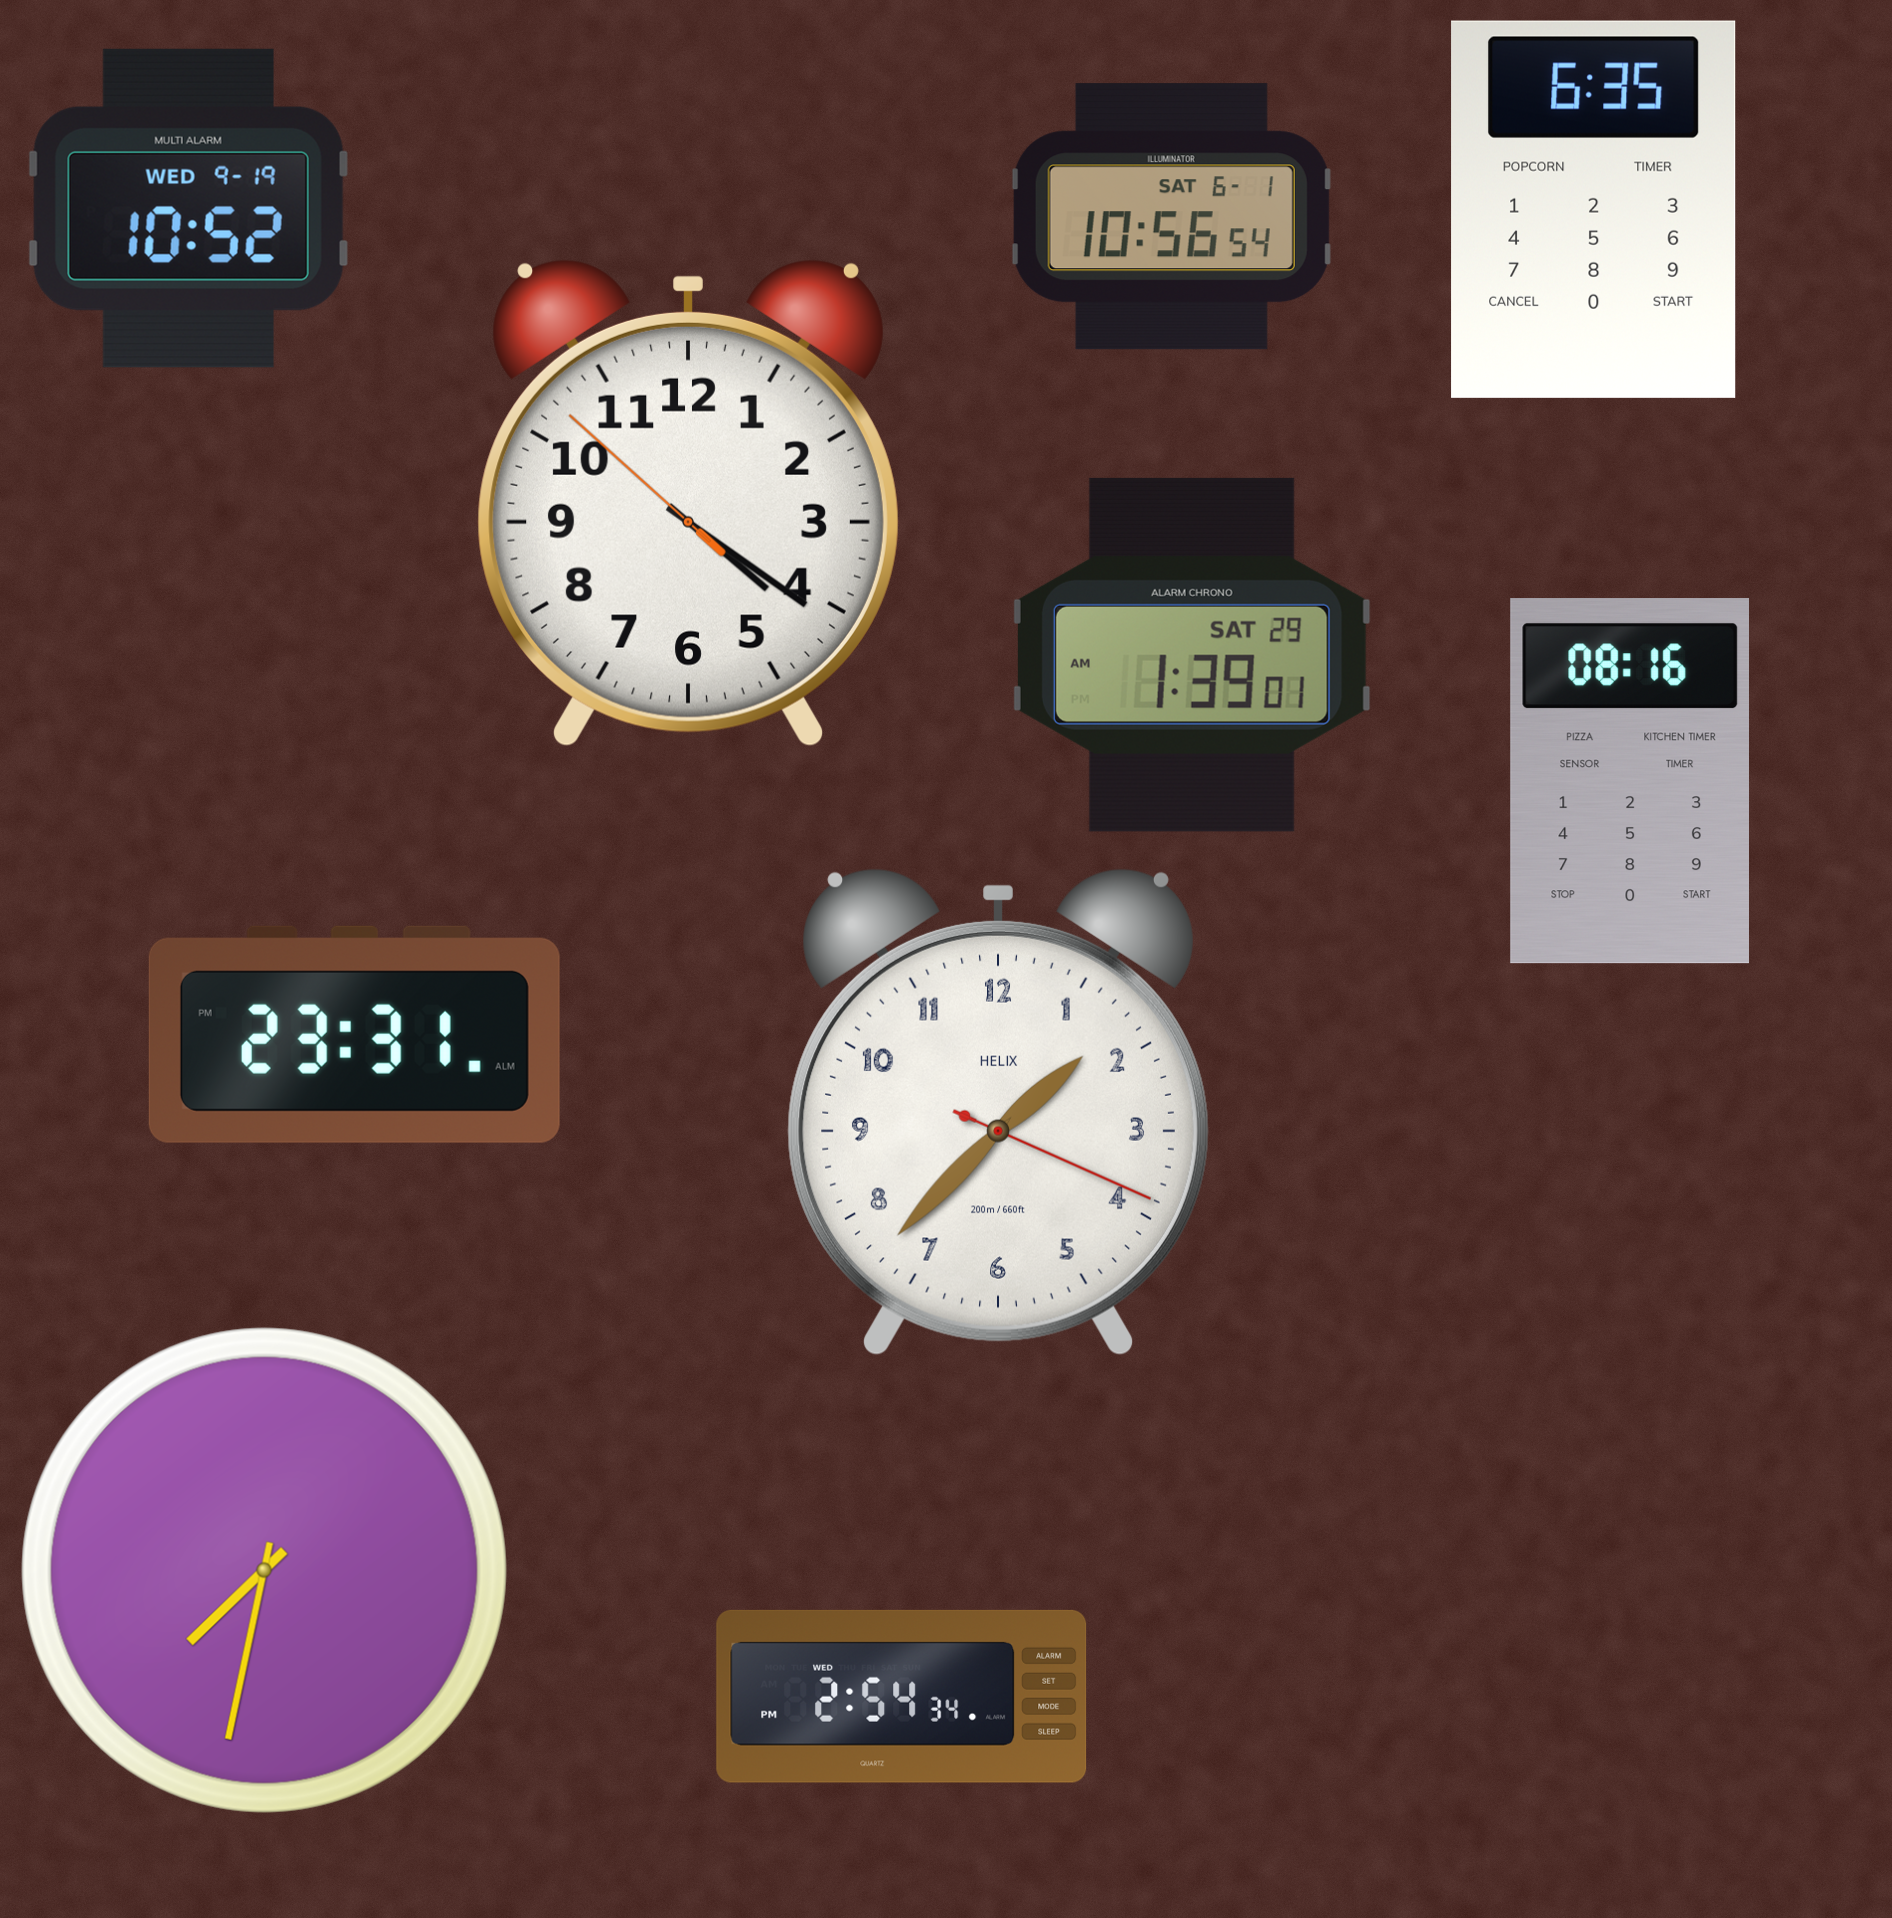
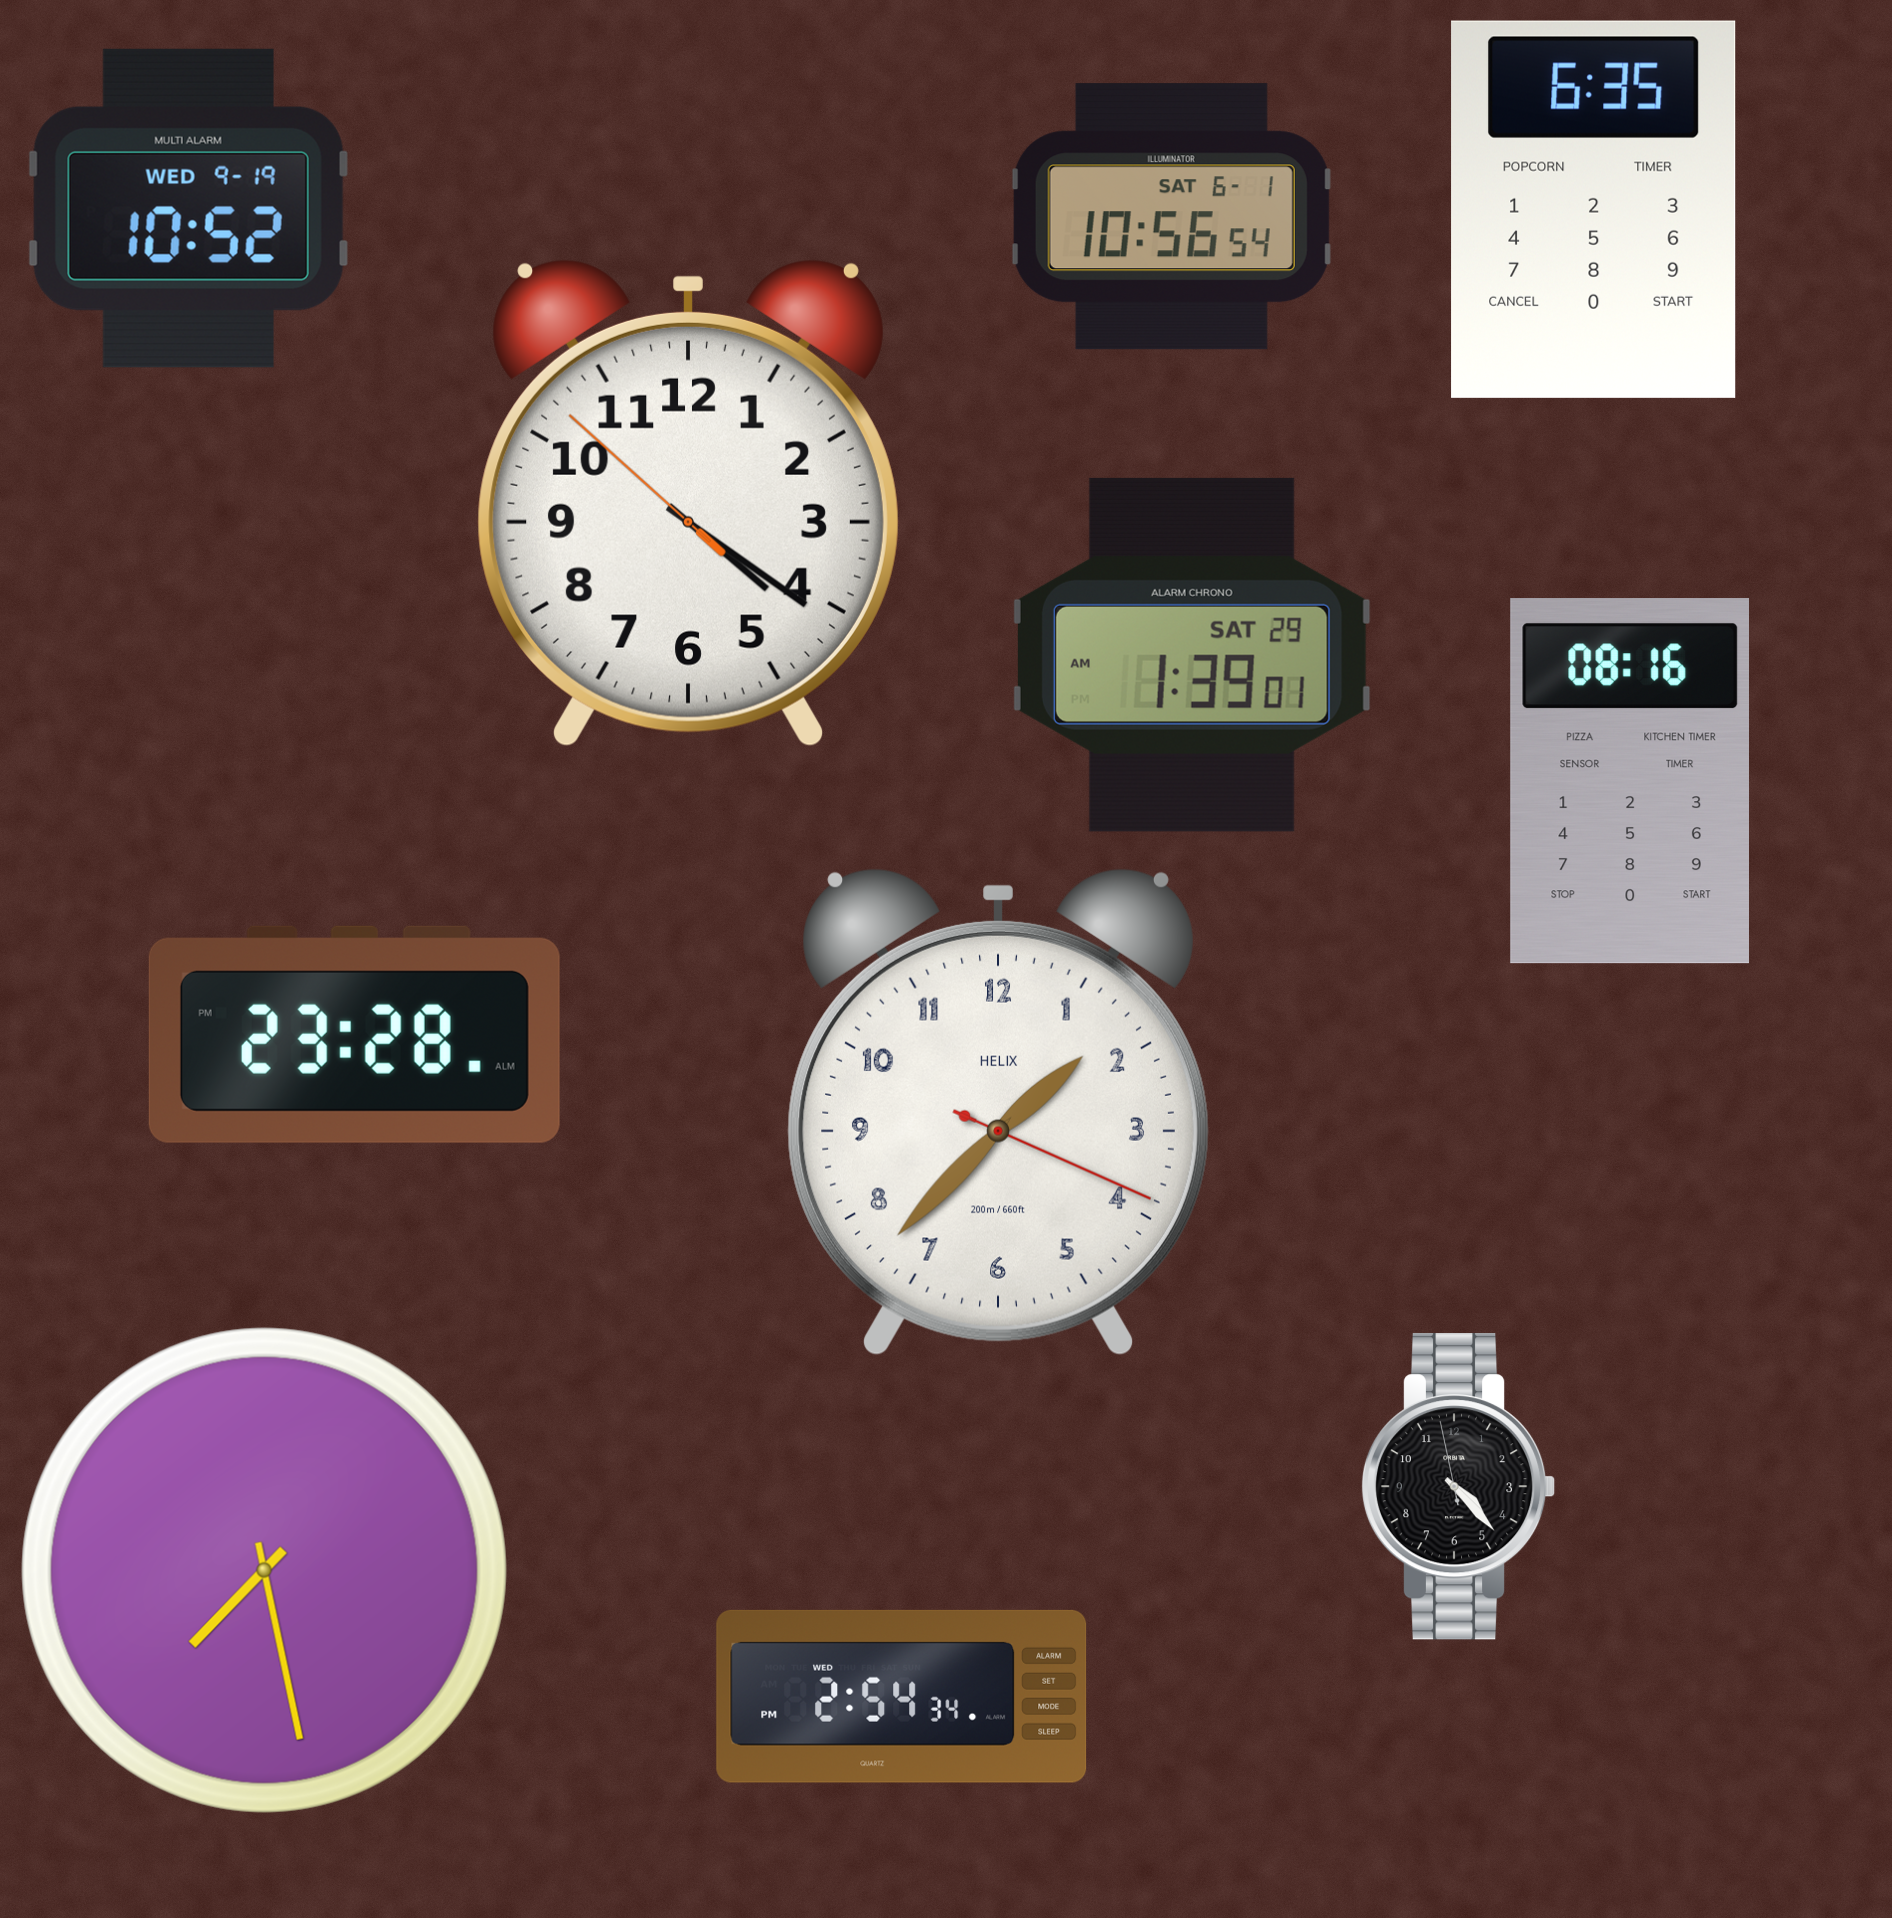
clock at (354, 1034): 23:31 -> 23:28
clock at (1458, 1487): none -> 4:22
clock at (264, 1570): 7:32 -> 7:28
